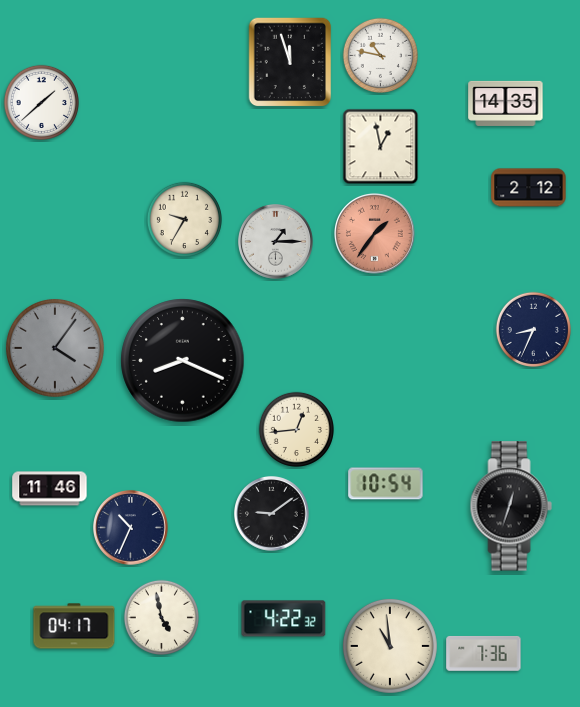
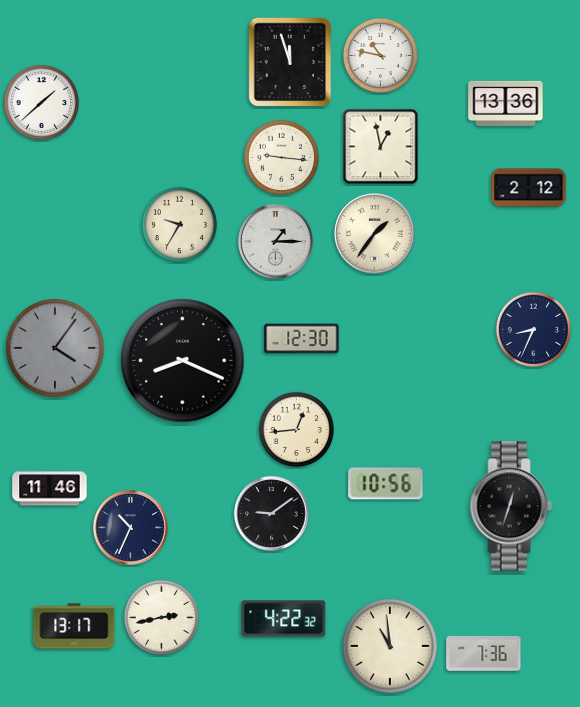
clock at (506, 103): 14:35 -> 13:36
clock at (281, 157): none -> 9:16
clock at (184, 219) position: (184, 219) -> (179, 224)
clock at (374, 233) dial: salmon -> cream
clock at (302, 339): none -> 12:30
clock at (386, 484): 10:54 -> 10:56
clock at (161, 617): 4:58 -> 2:43
clock at (74, 626): 04:17 -> 13:17
